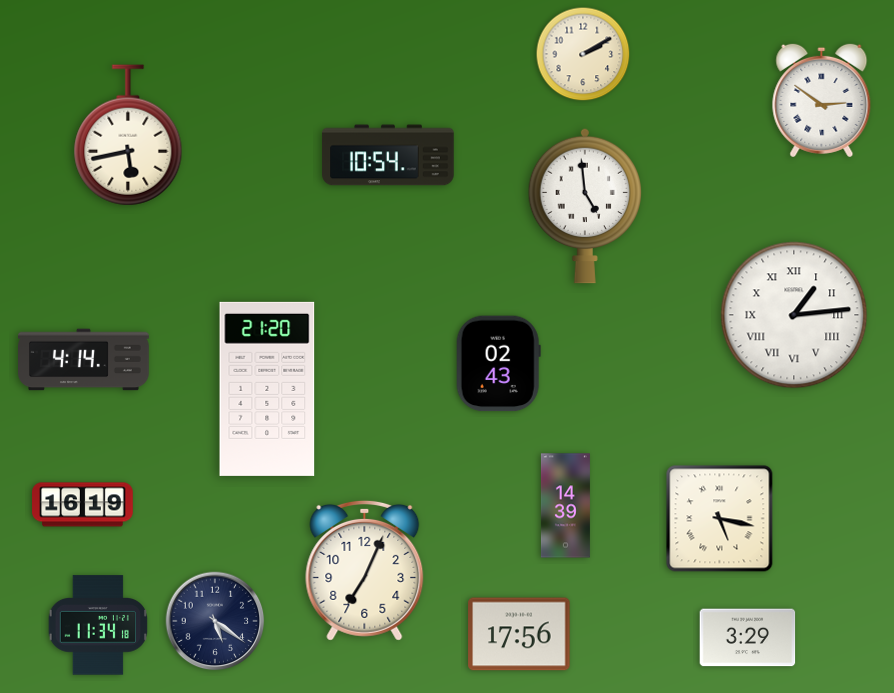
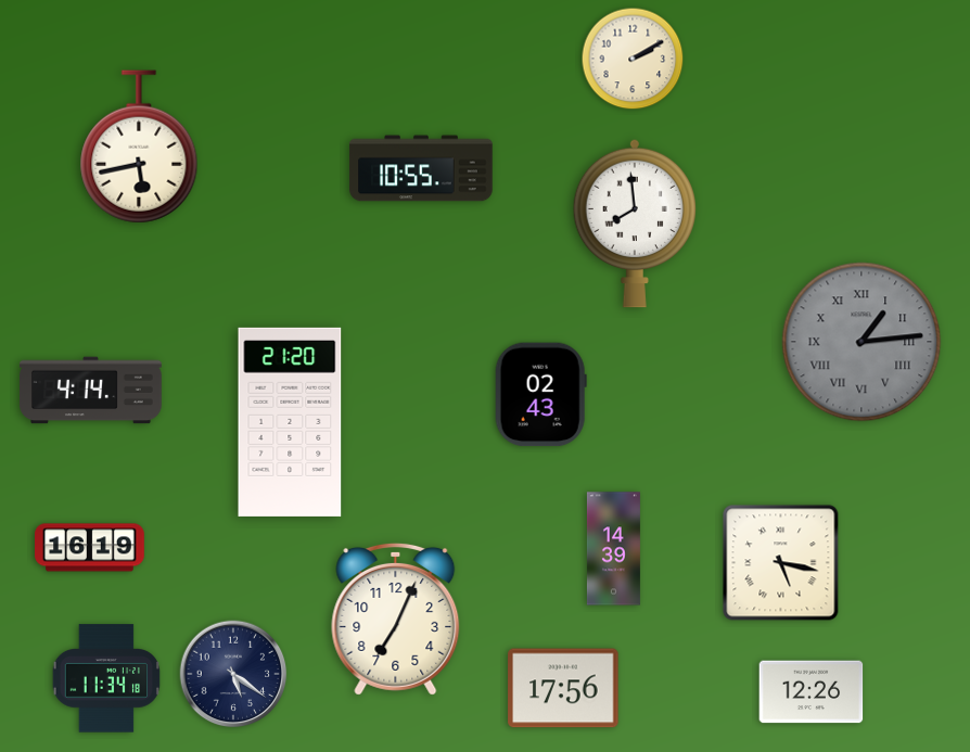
clock at (822, 100): 2:51 -> none
clock at (388, 155): 10:54 -> 10:55
clock at (584, 206): 4:59 -> 7:59
clock at (794, 315) dial: white -> grey
clock at (748, 638): 3:29 -> 12:26
